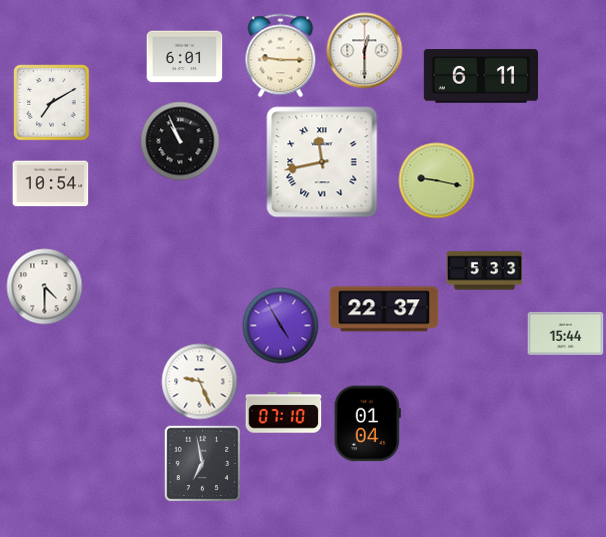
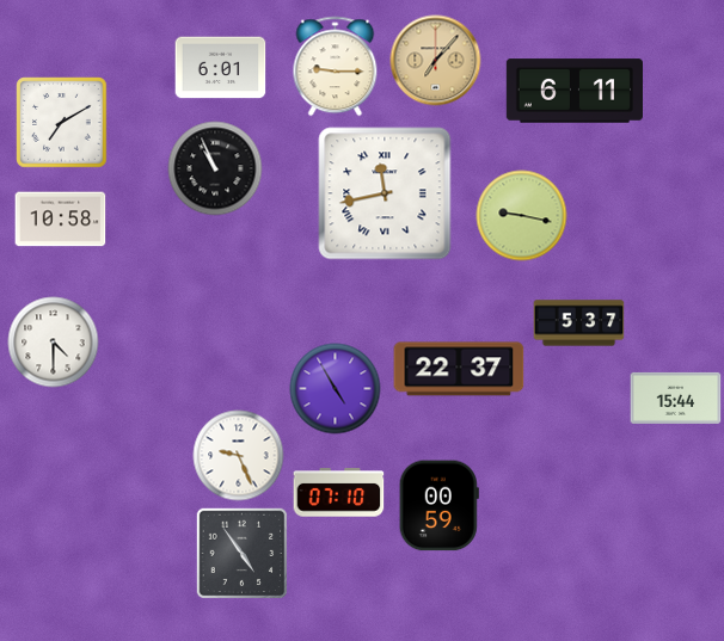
clock at (365, 51): 12:30 -> 7:07
clock at (365, 51) dial: white -> champagne
clock at (51, 184): 10:54 -> 10:58
clock at (485, 271): 5:33 -> 5:37
clock at (367, 424): 01:04 -> 00:59
clock at (202, 463): 6:58 -> 4:54
